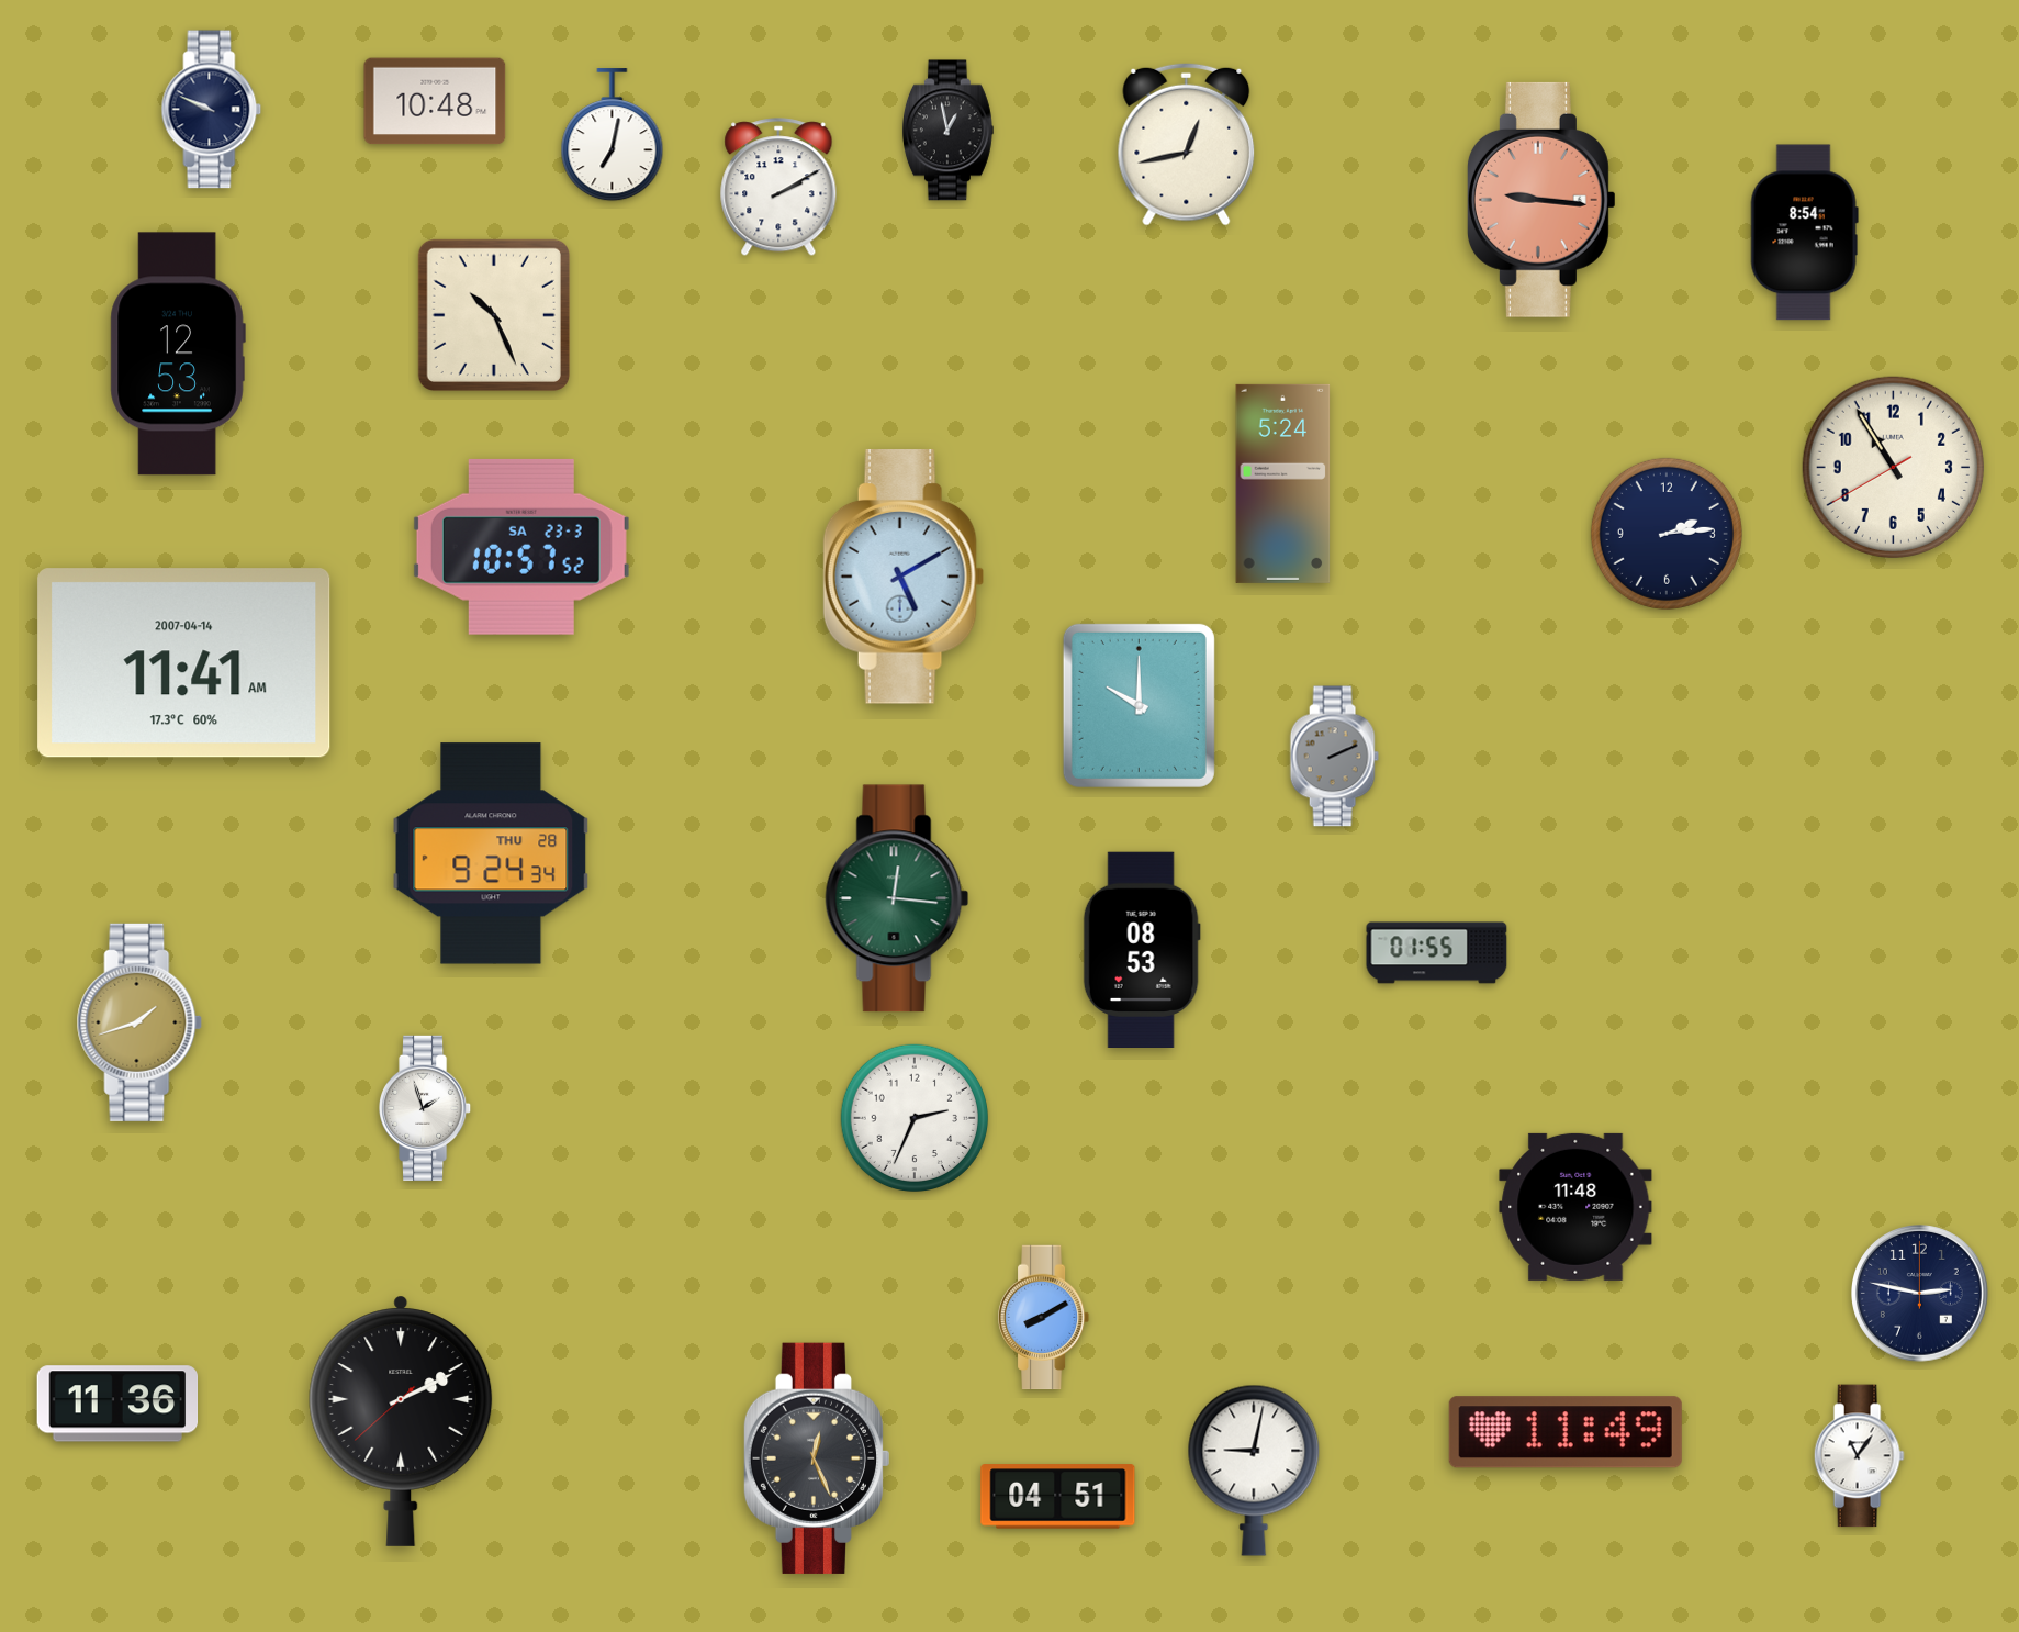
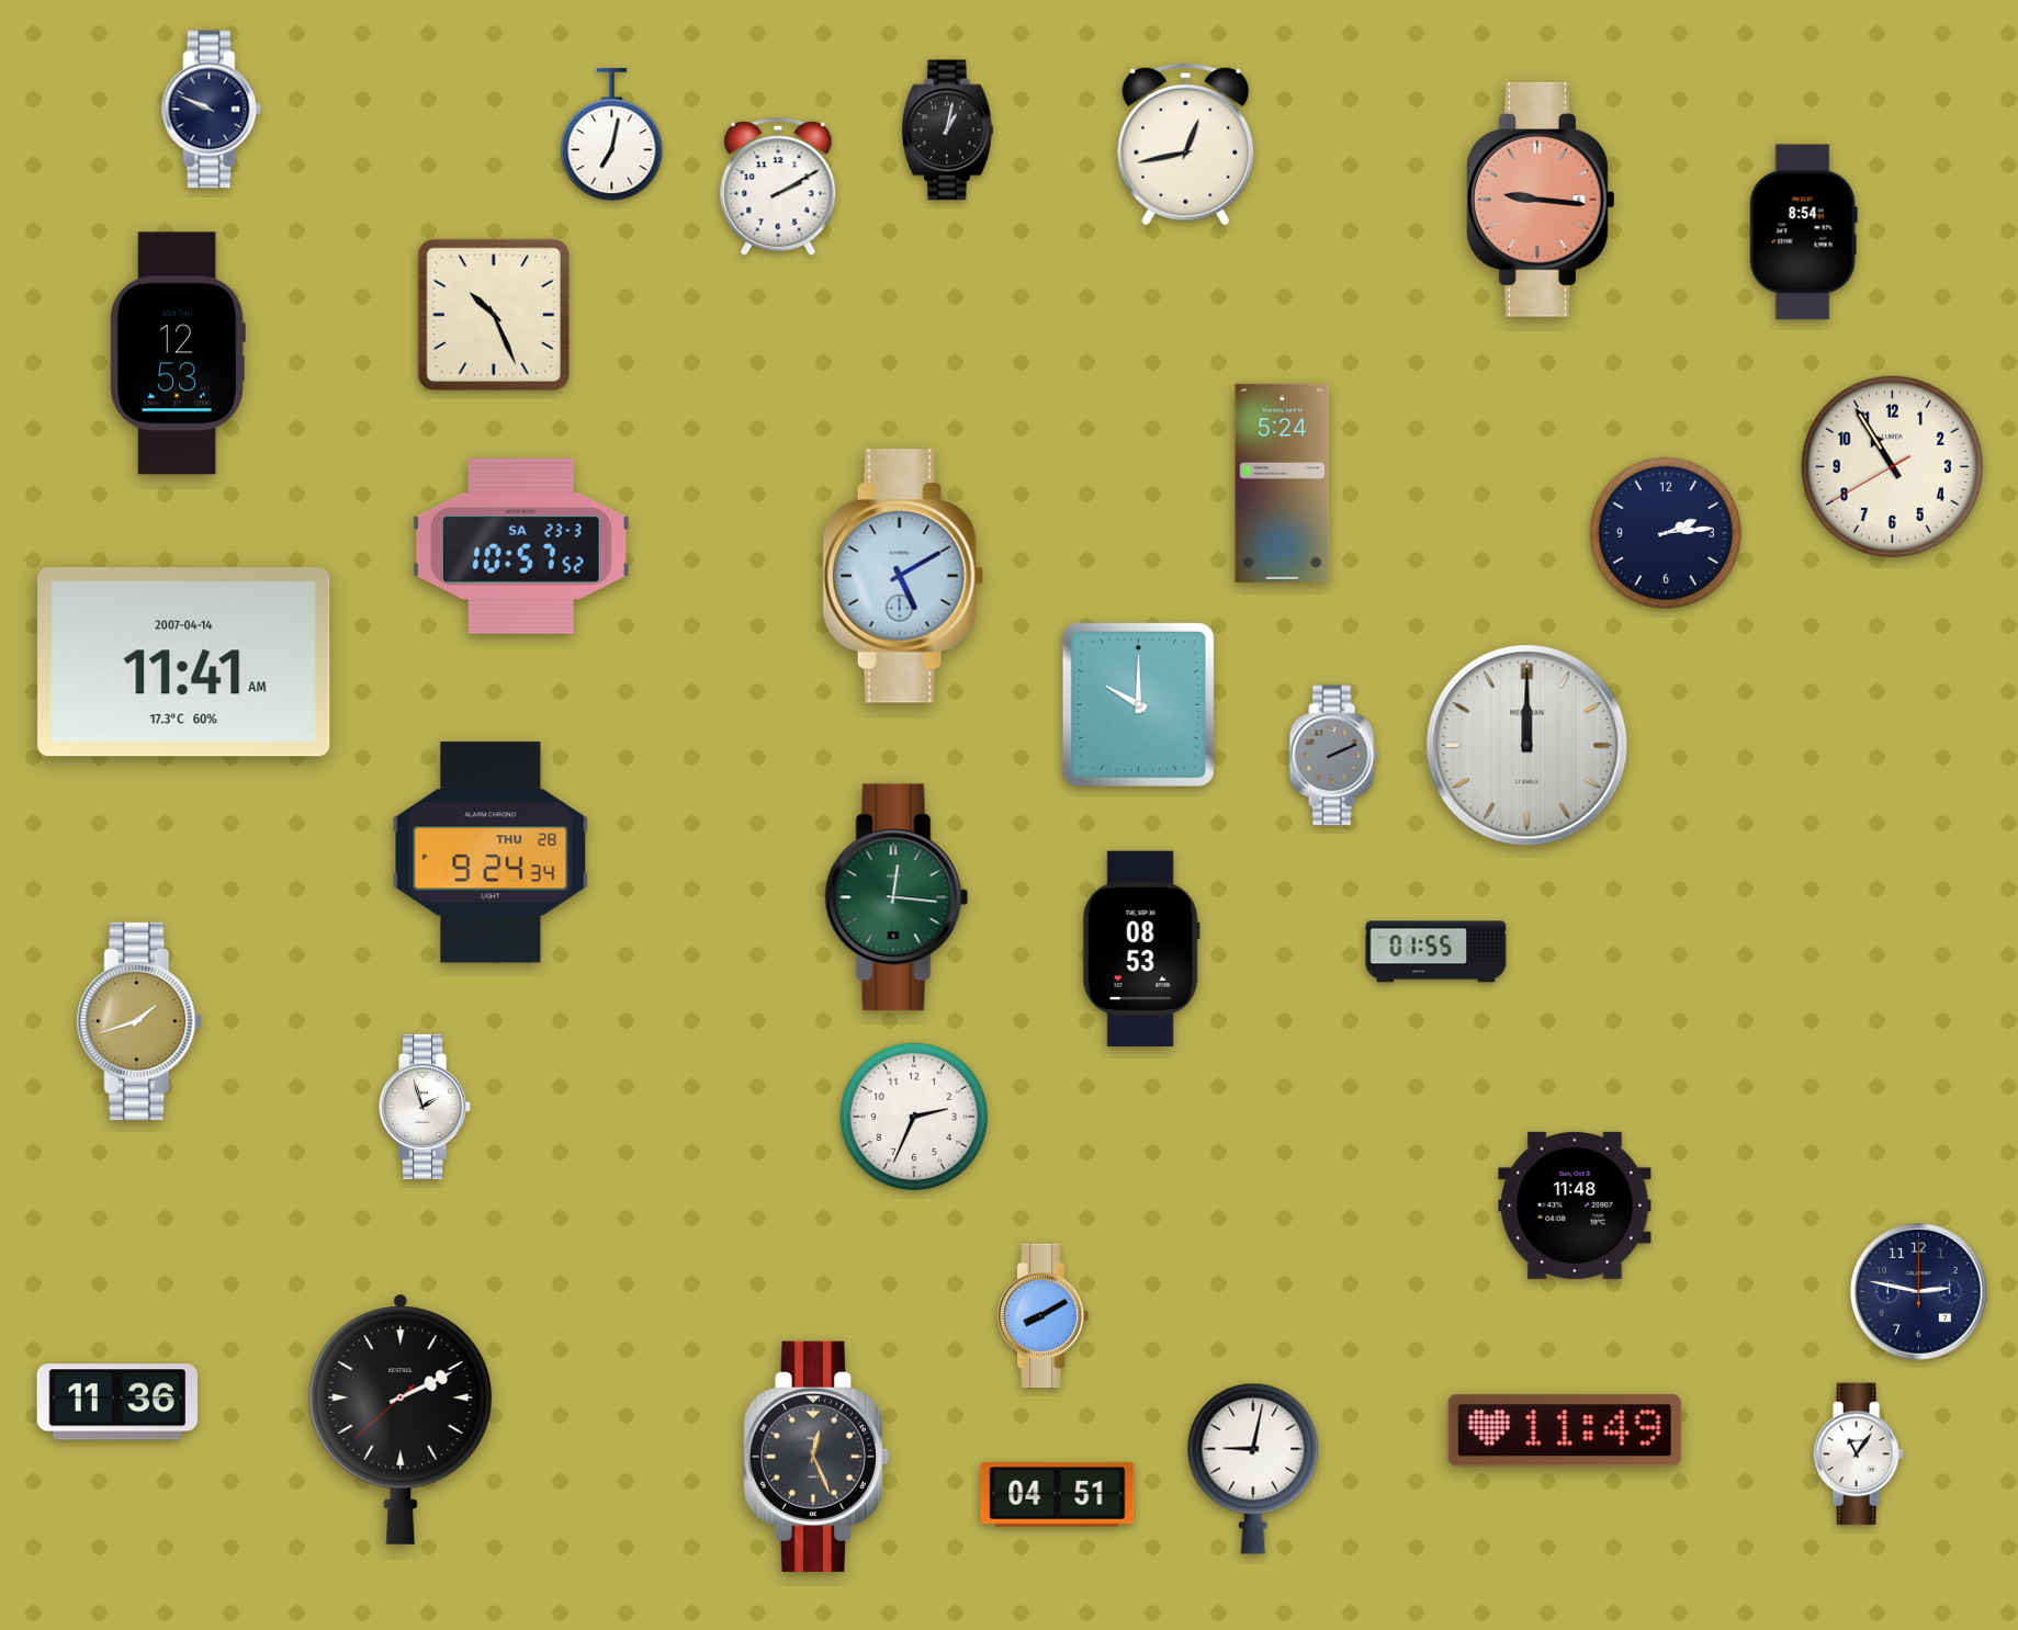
clock at (435, 101): 10:48 -> none
clock at (947, 131): 12:58 -> 1:02
clock at (1527, 746): none -> 12:00
